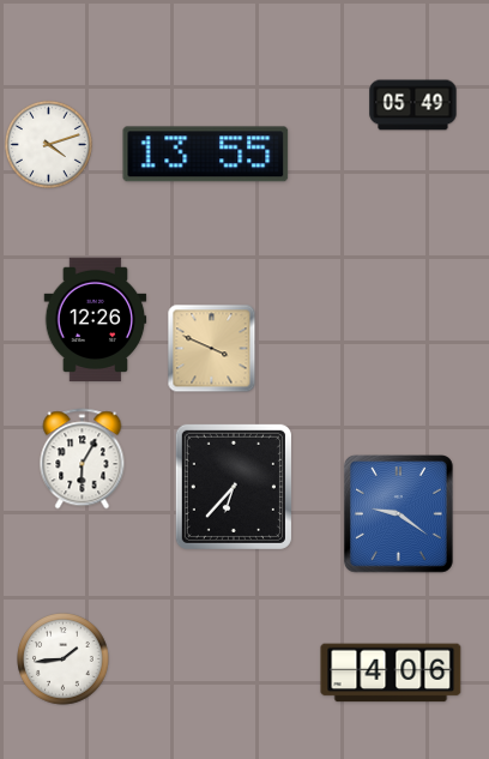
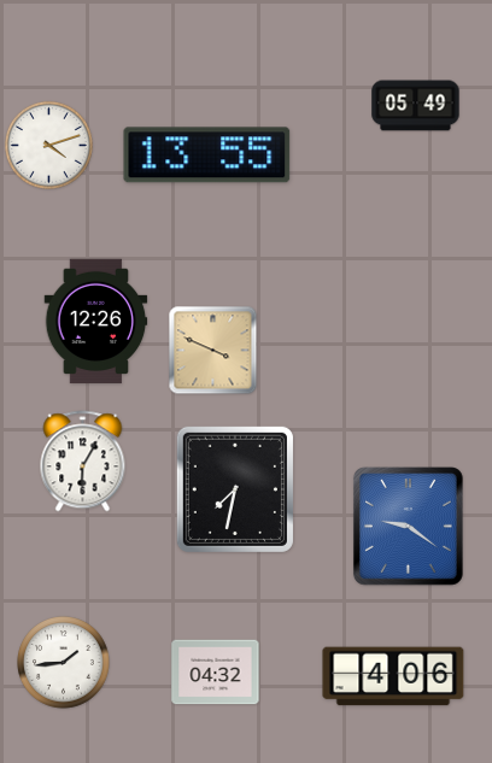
clock at (234, 487): 6:37 -> 7:32
clock at (398, 514) position: (398, 514) -> (408, 527)
clock at (216, 673): none -> 04:32
